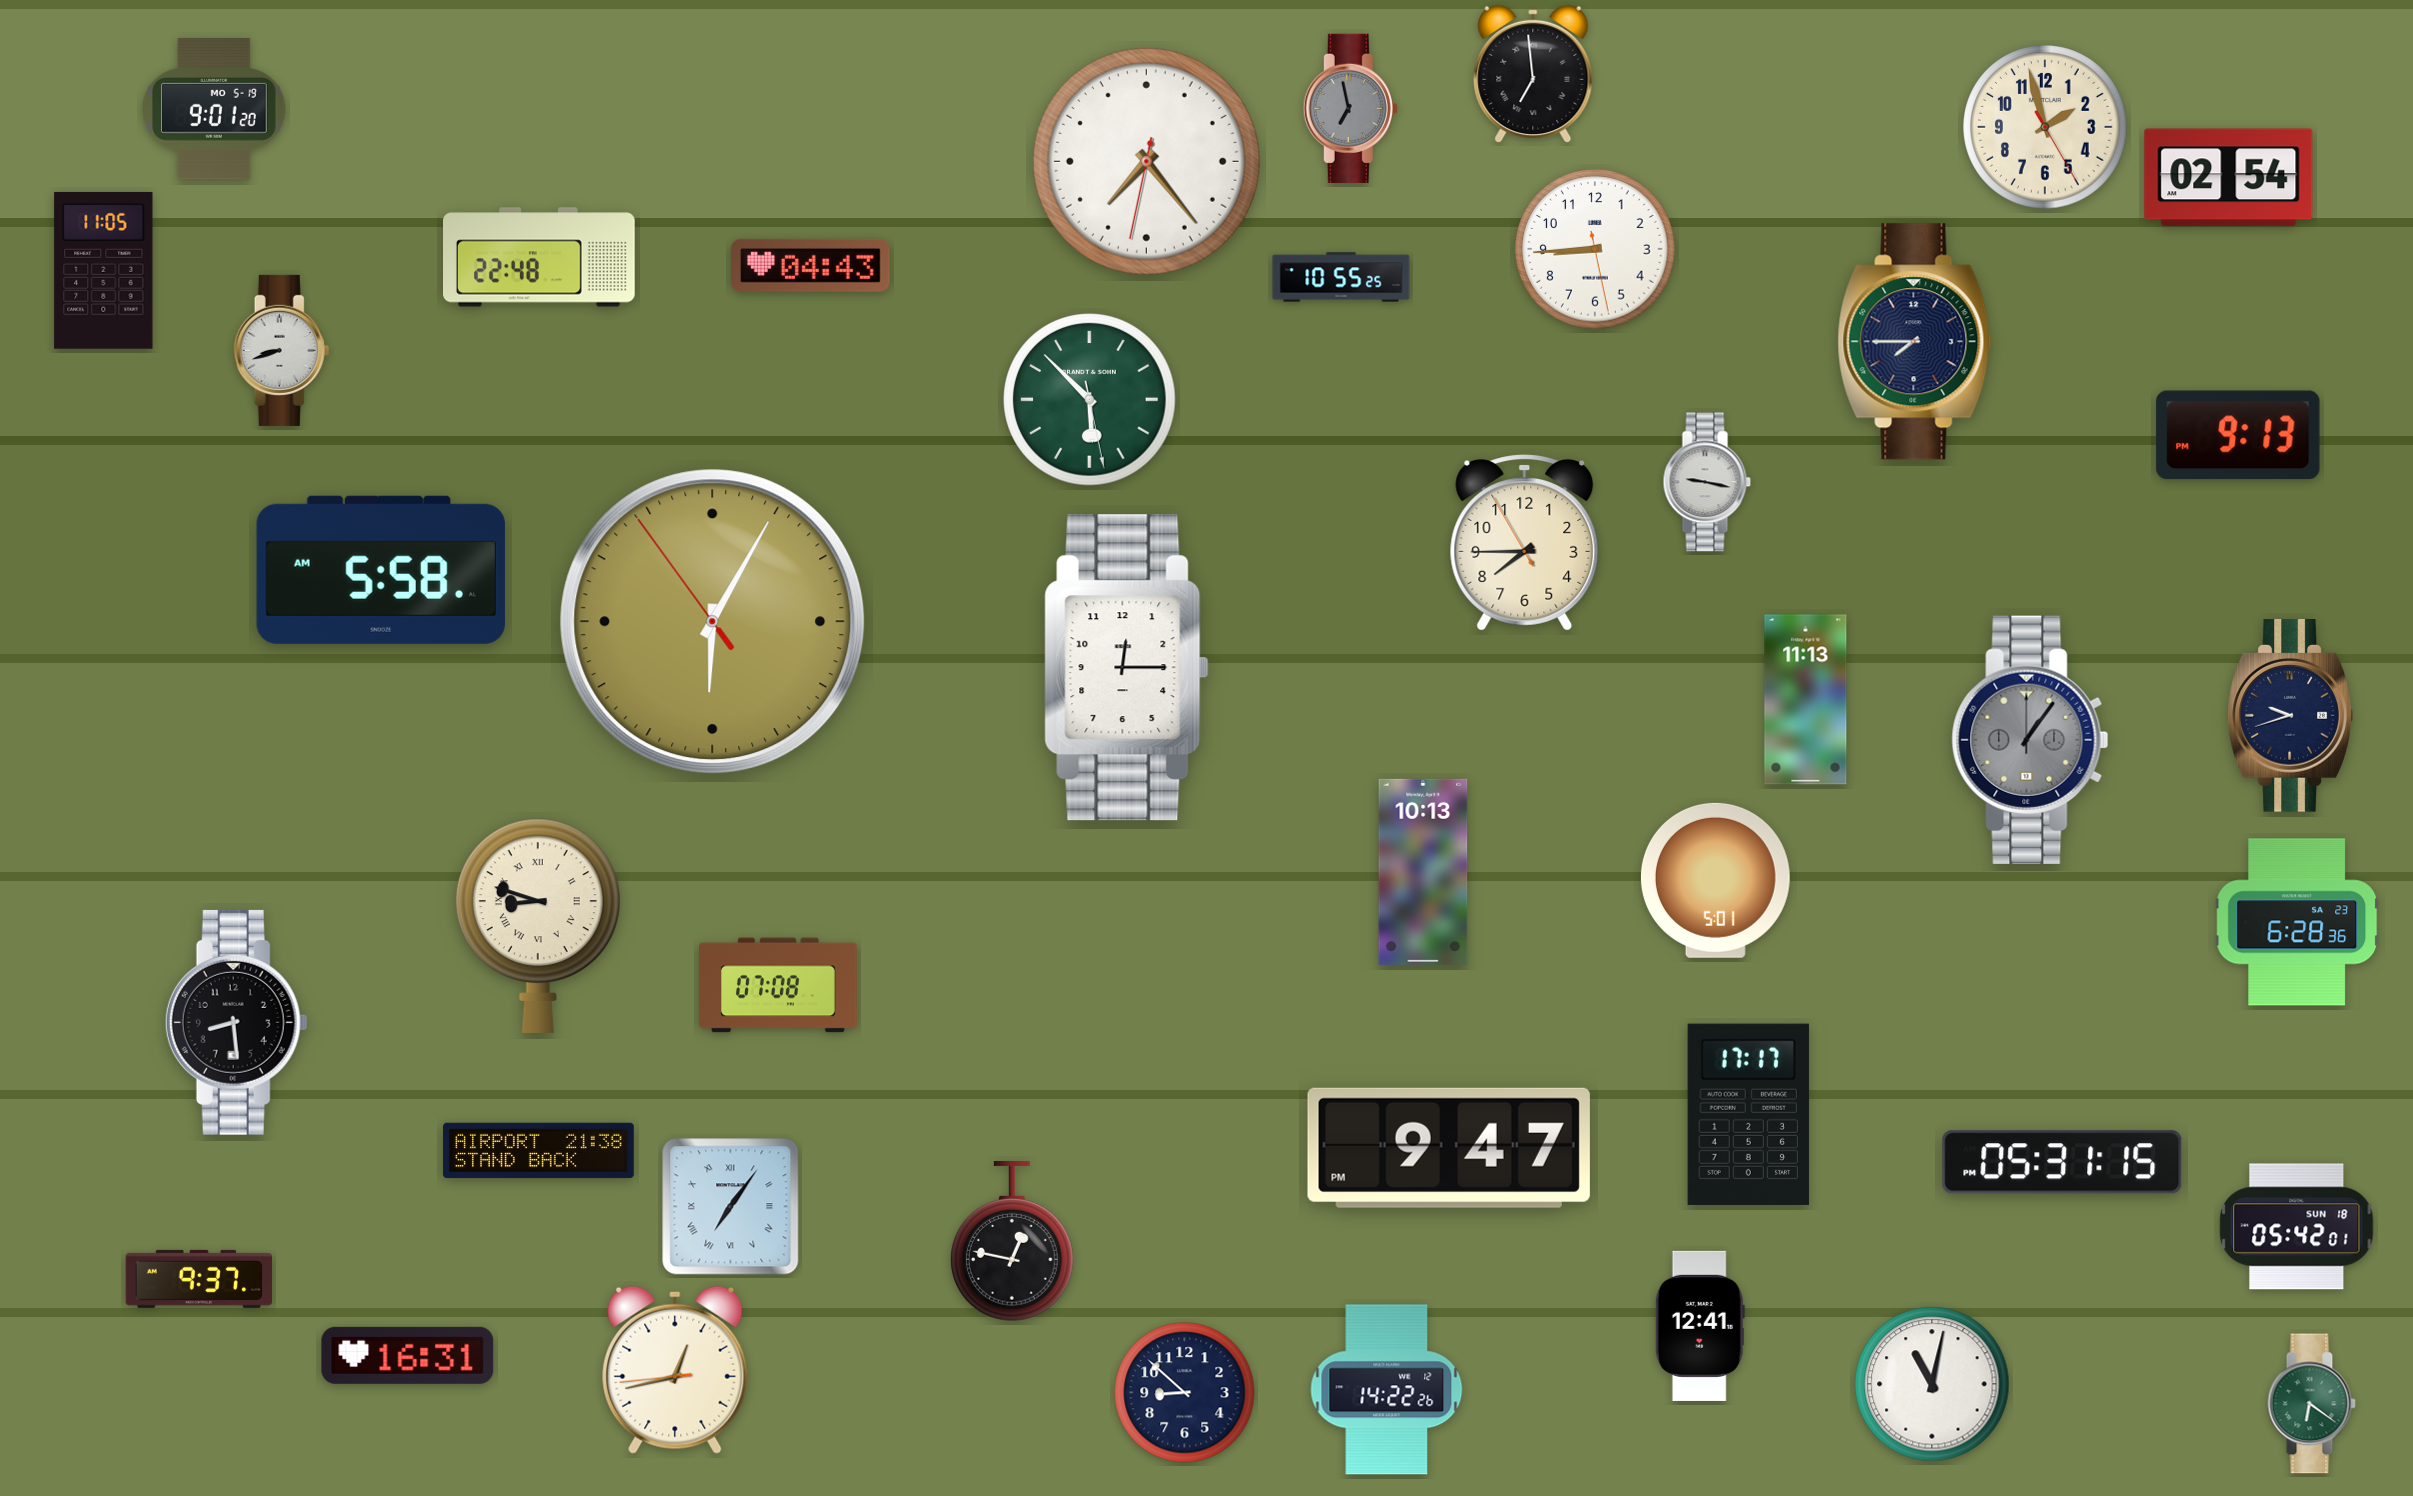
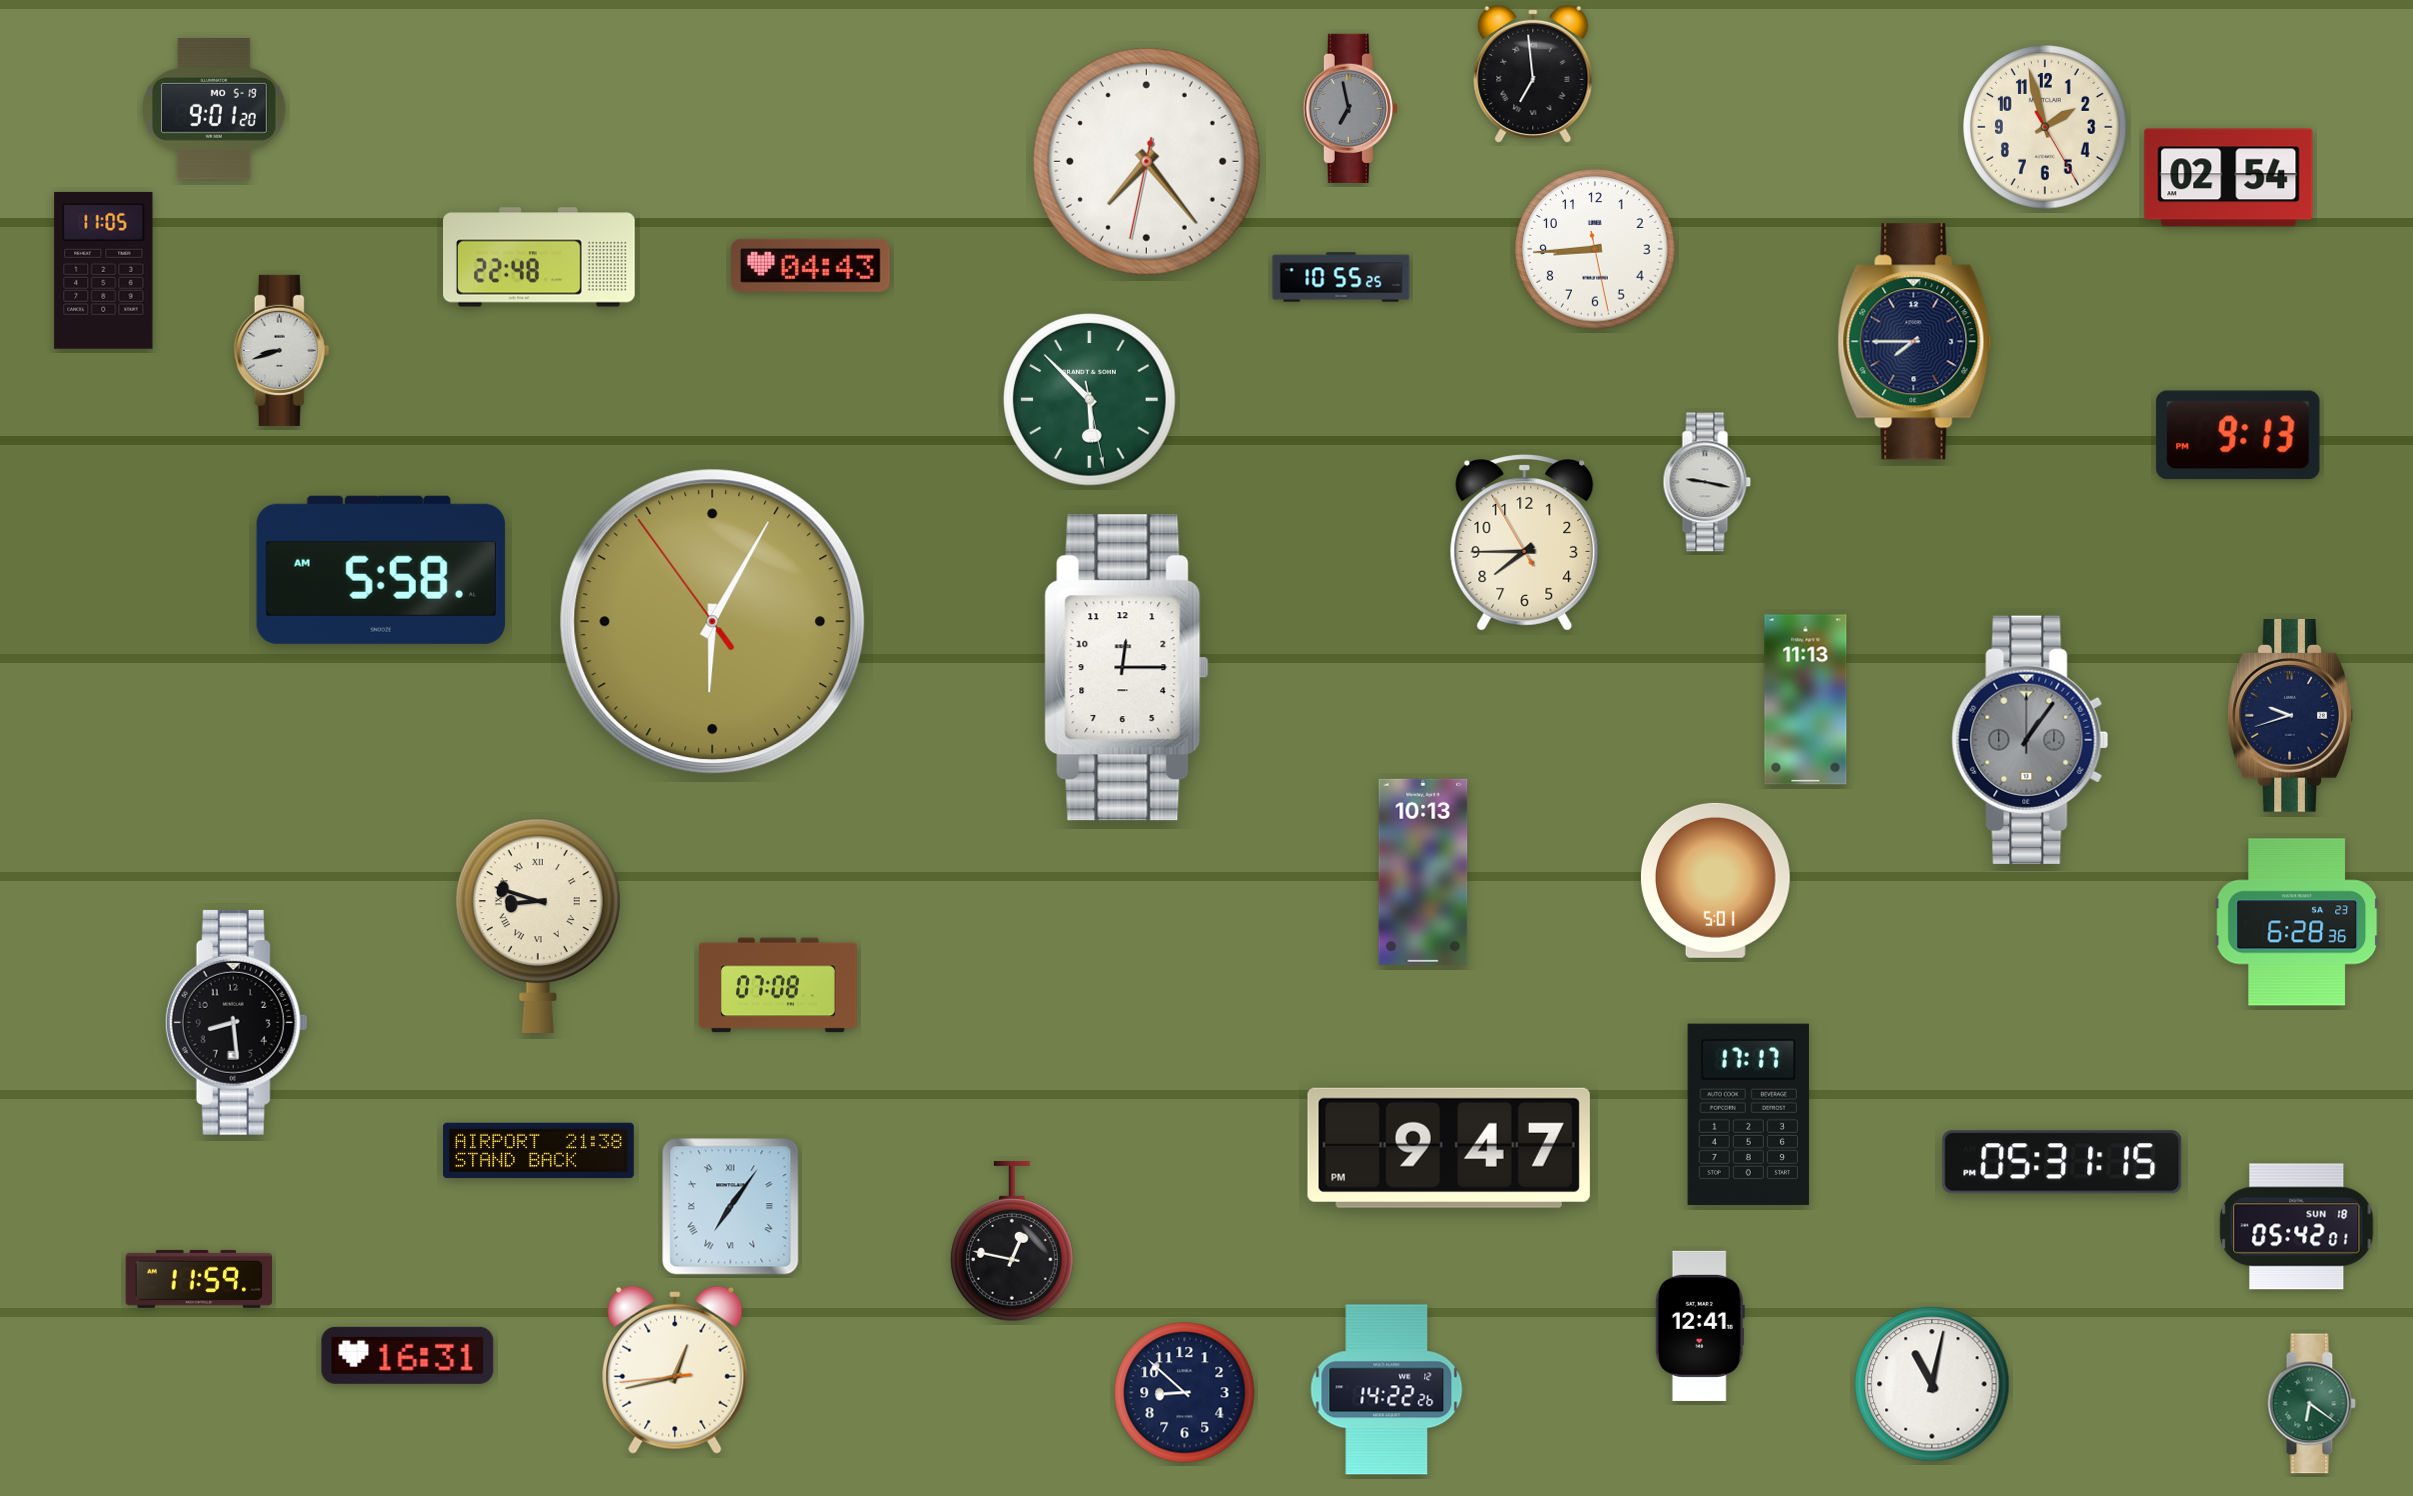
clock at (199, 1279): 9:37 -> 11:59
